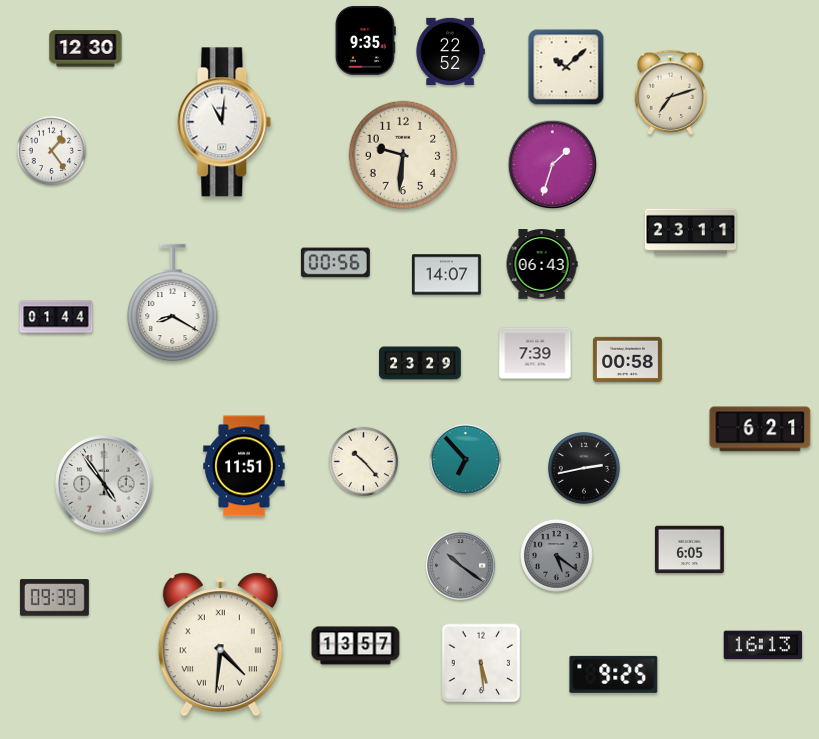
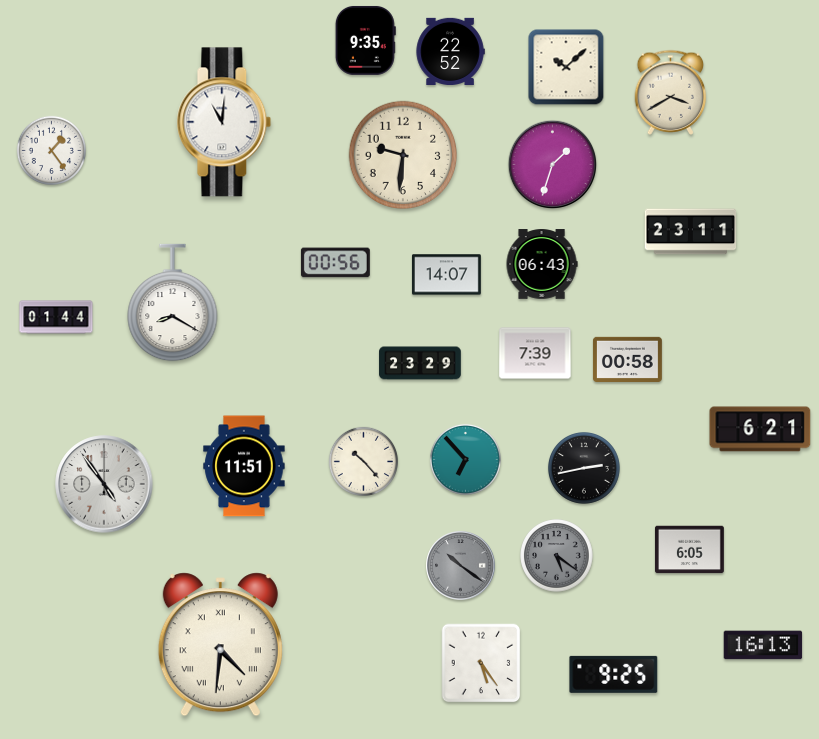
clock at (86, 49): 12:30 -> none
clock at (671, 92): 7:12 -> 3:40
clock at (54, 598): 09:39 -> none
clock at (356, 646): 13:57 -> none
clock at (481, 663): 5:29 -> 5:24
